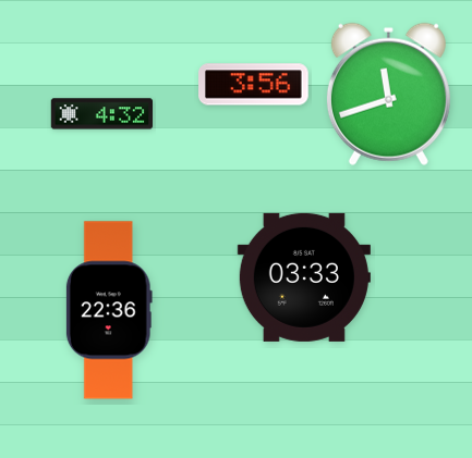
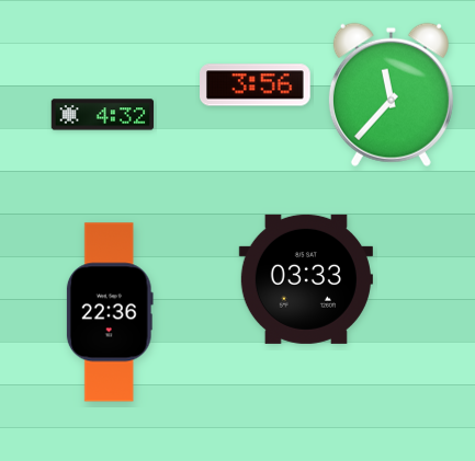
clock at (388, 94): 11:42 -> 11:37
